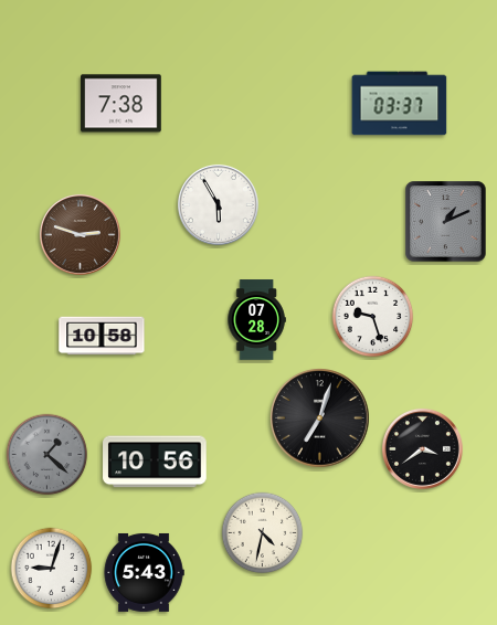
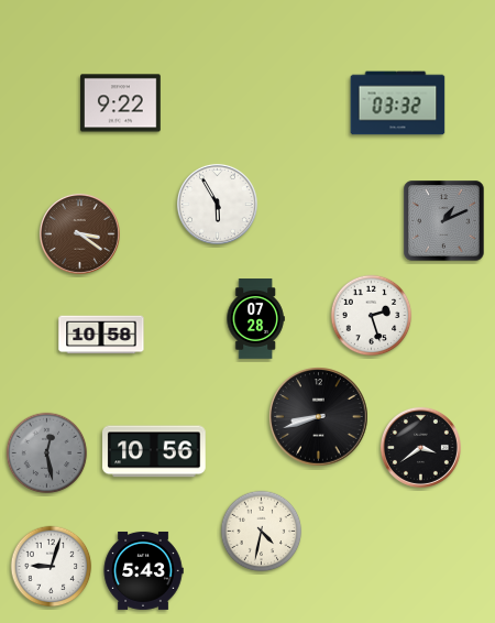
clock at (121, 104): 7:38 -> 9:22
clock at (400, 104): 03:37 -> 03:32
clock at (80, 234): 2:48 -> 3:21
clock at (373, 317): 9:27 -> 2:27
clock at (320, 419): 7:03 -> 8:42
clock at (47, 455): 1:22 -> 12:28
clock at (155, 462) position: (155, 462) -> (154, 451)
